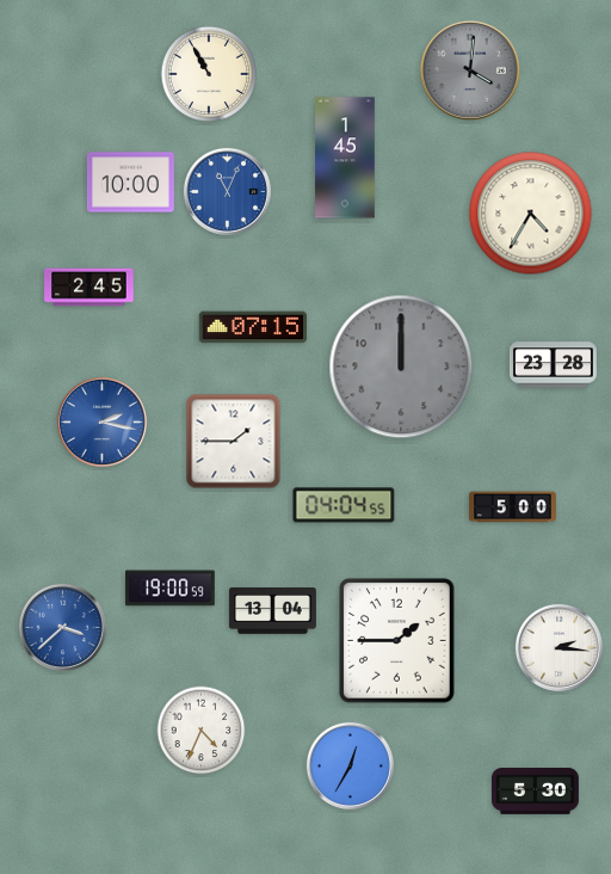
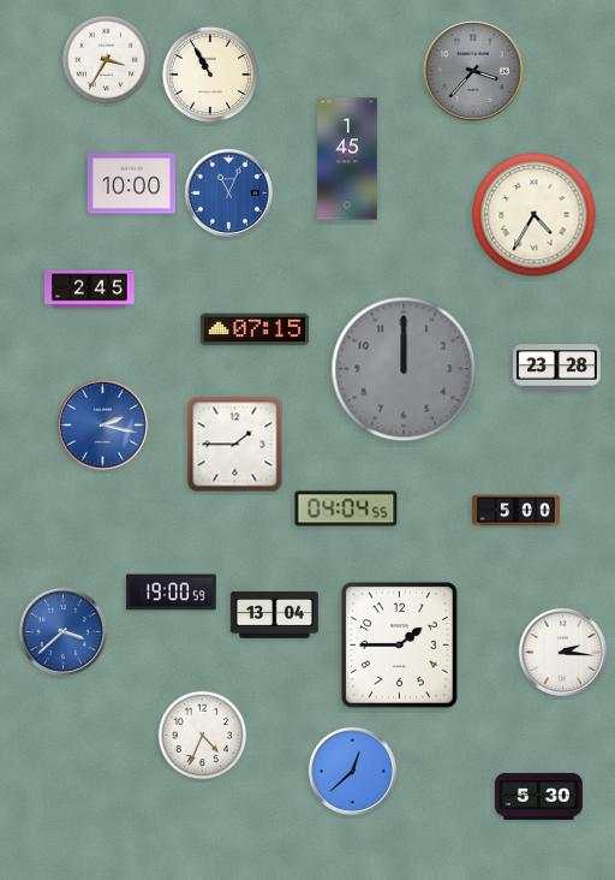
clock at (107, 60): none -> 3:35
clock at (470, 70): 4:01 -> 3:37
clock at (350, 765): 12:35 -> 12:38
